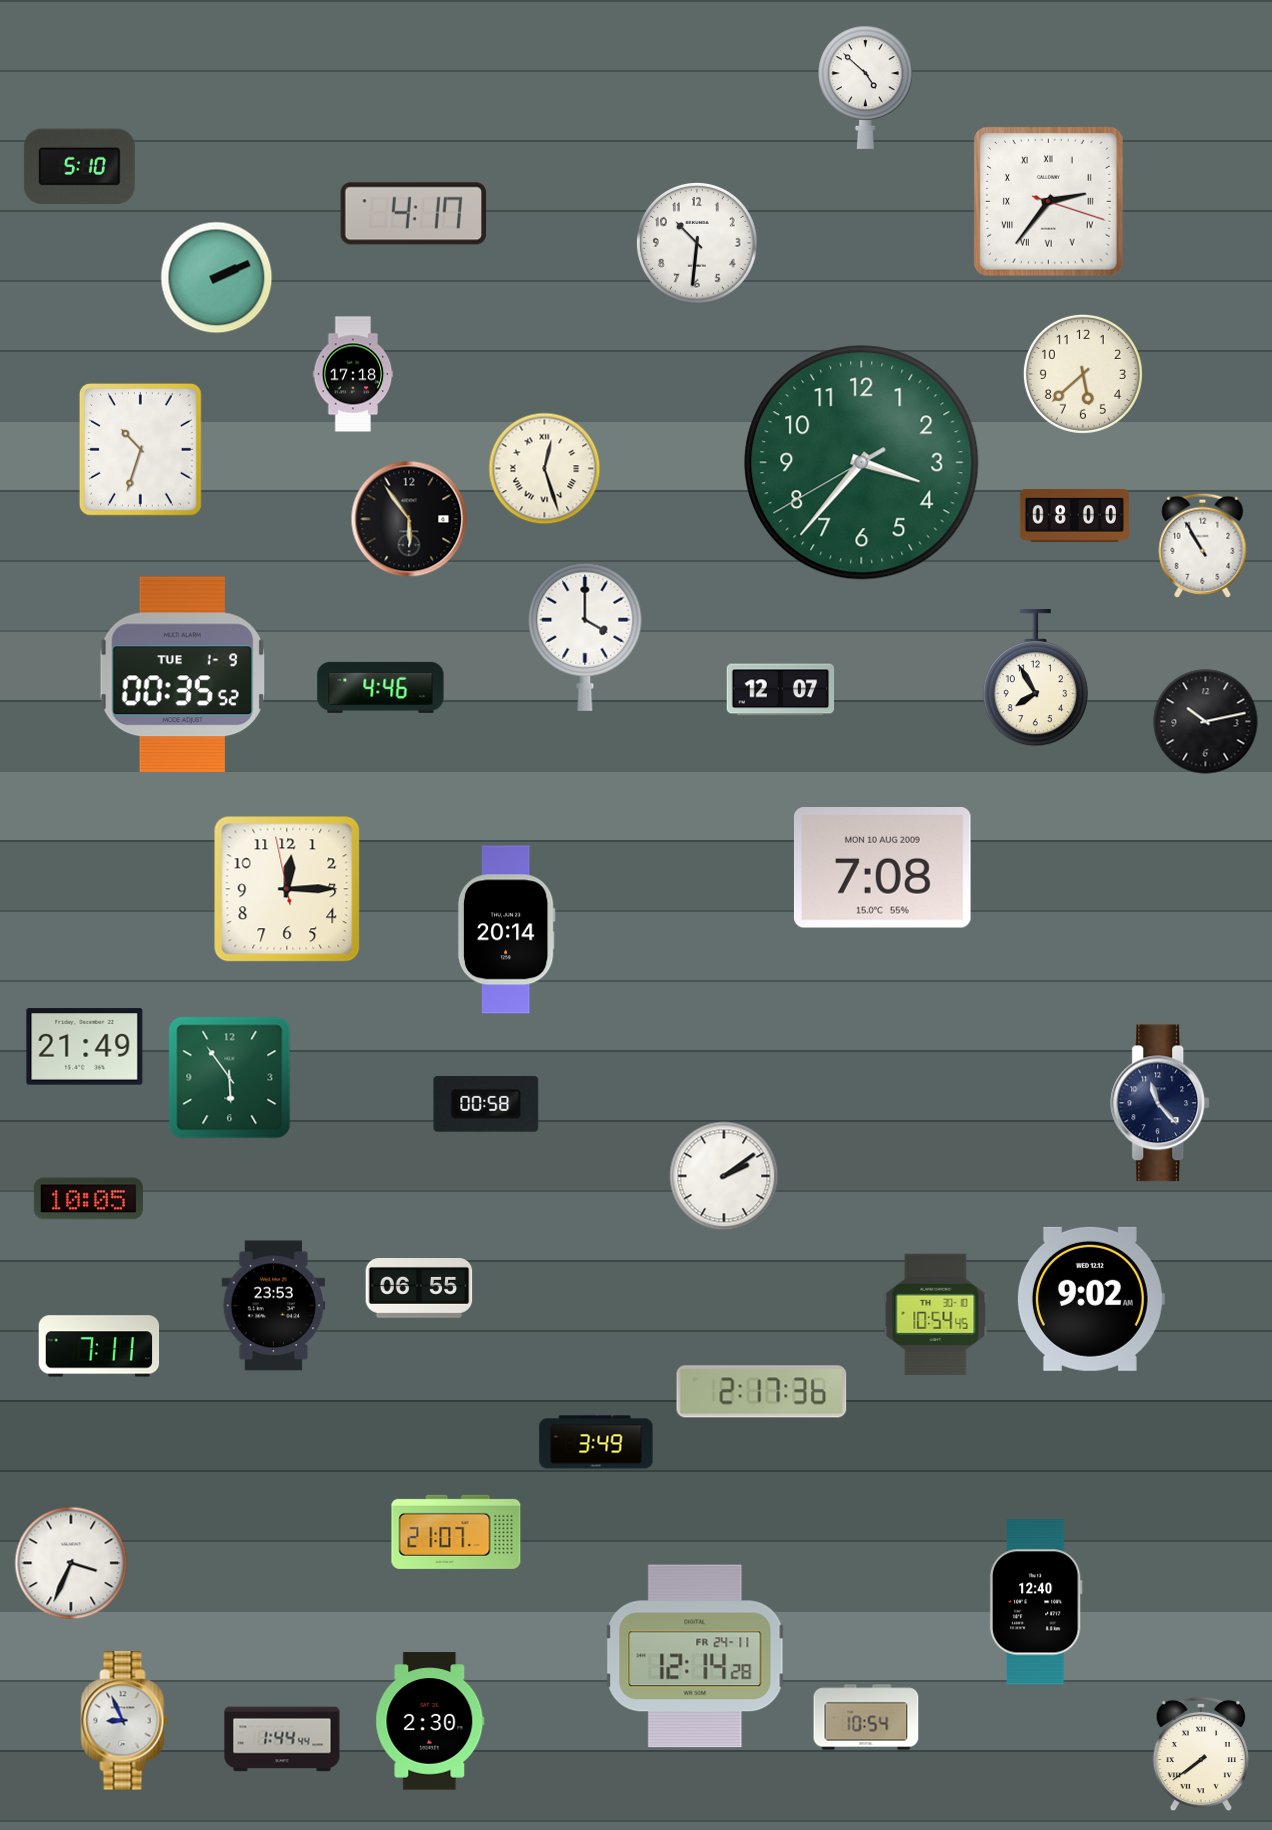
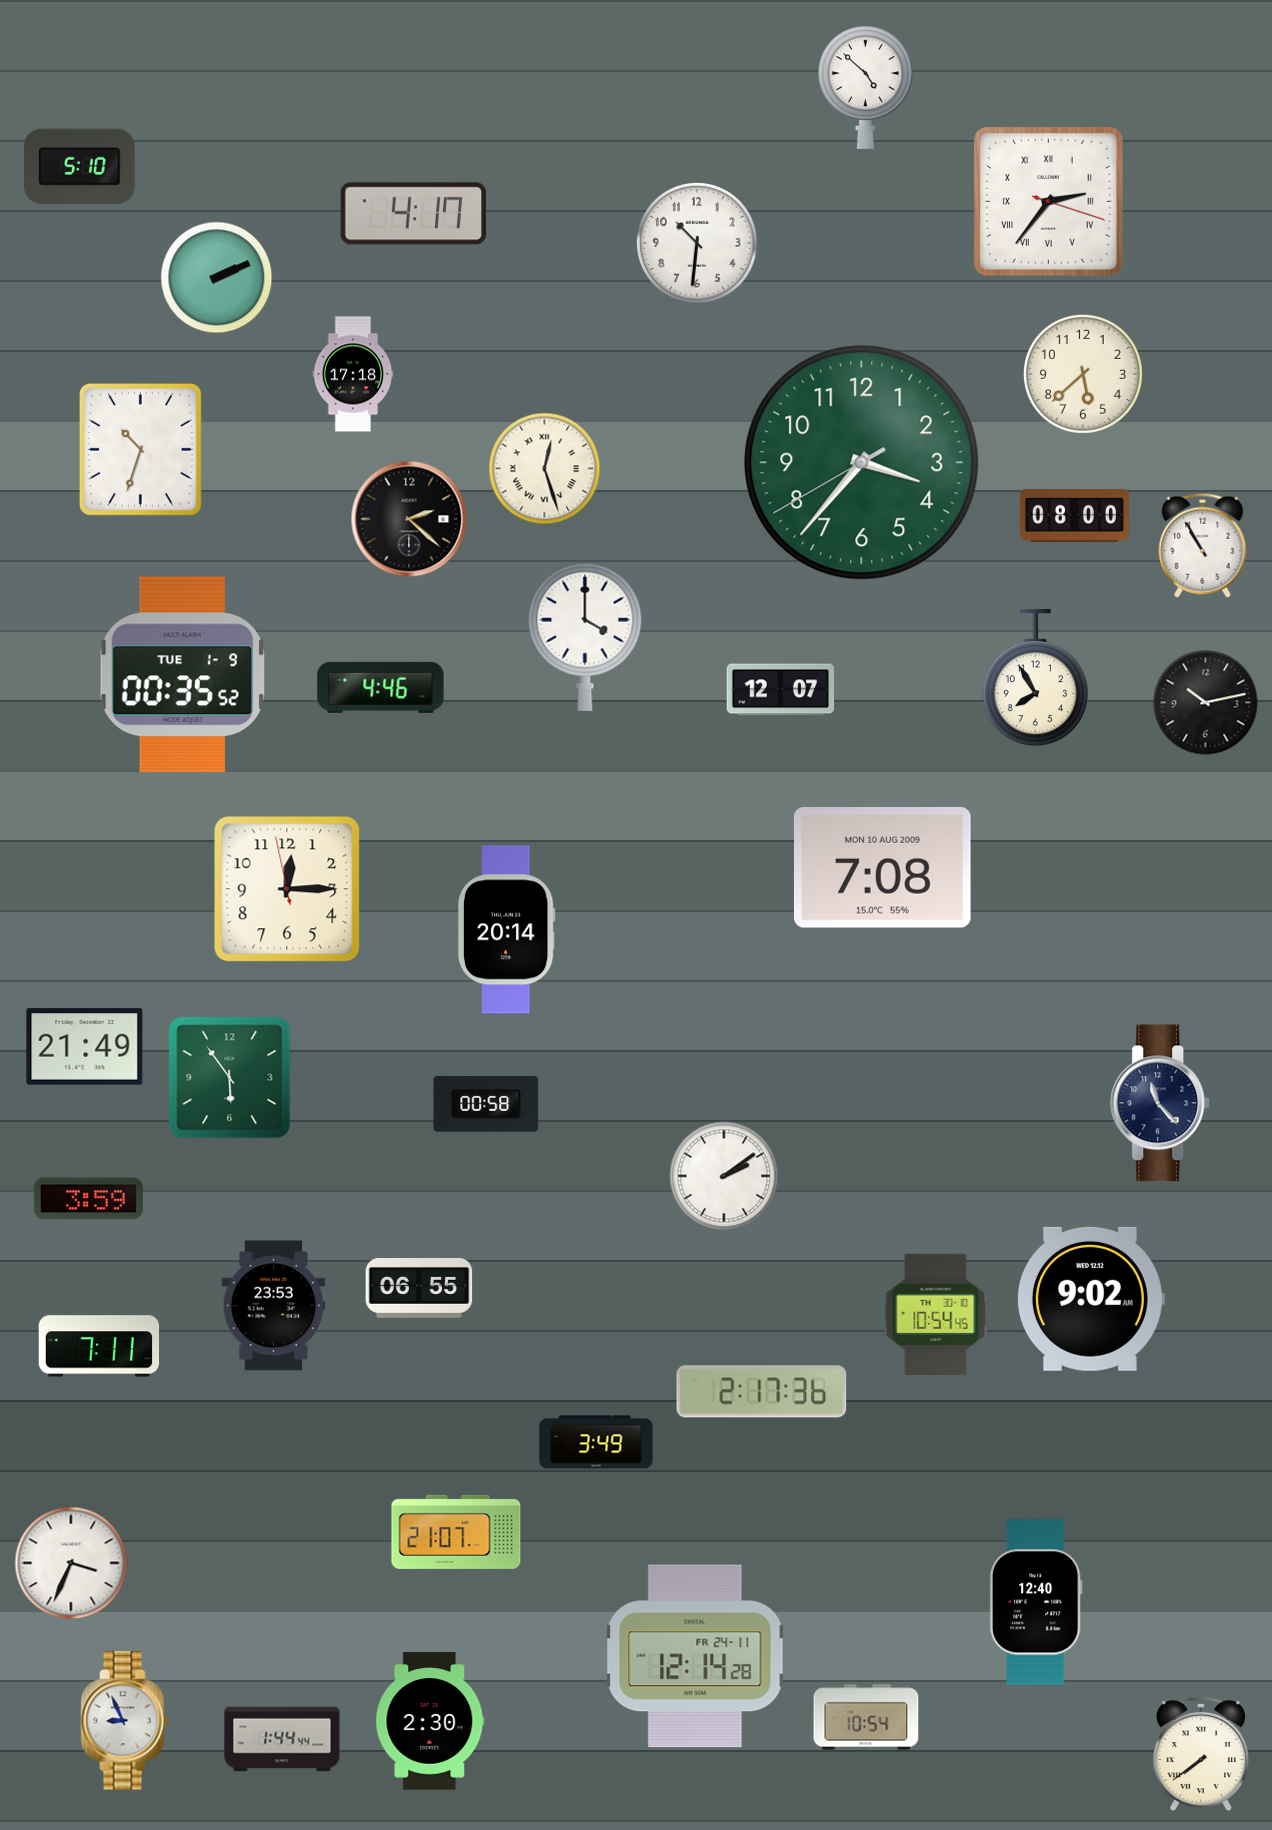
clock at (409, 519): 5:54 -> 2:22
clock at (1206, 722) position: (1206, 722) -> (1206, 703)
clock at (88, 1199): 10:05 -> 3:59
